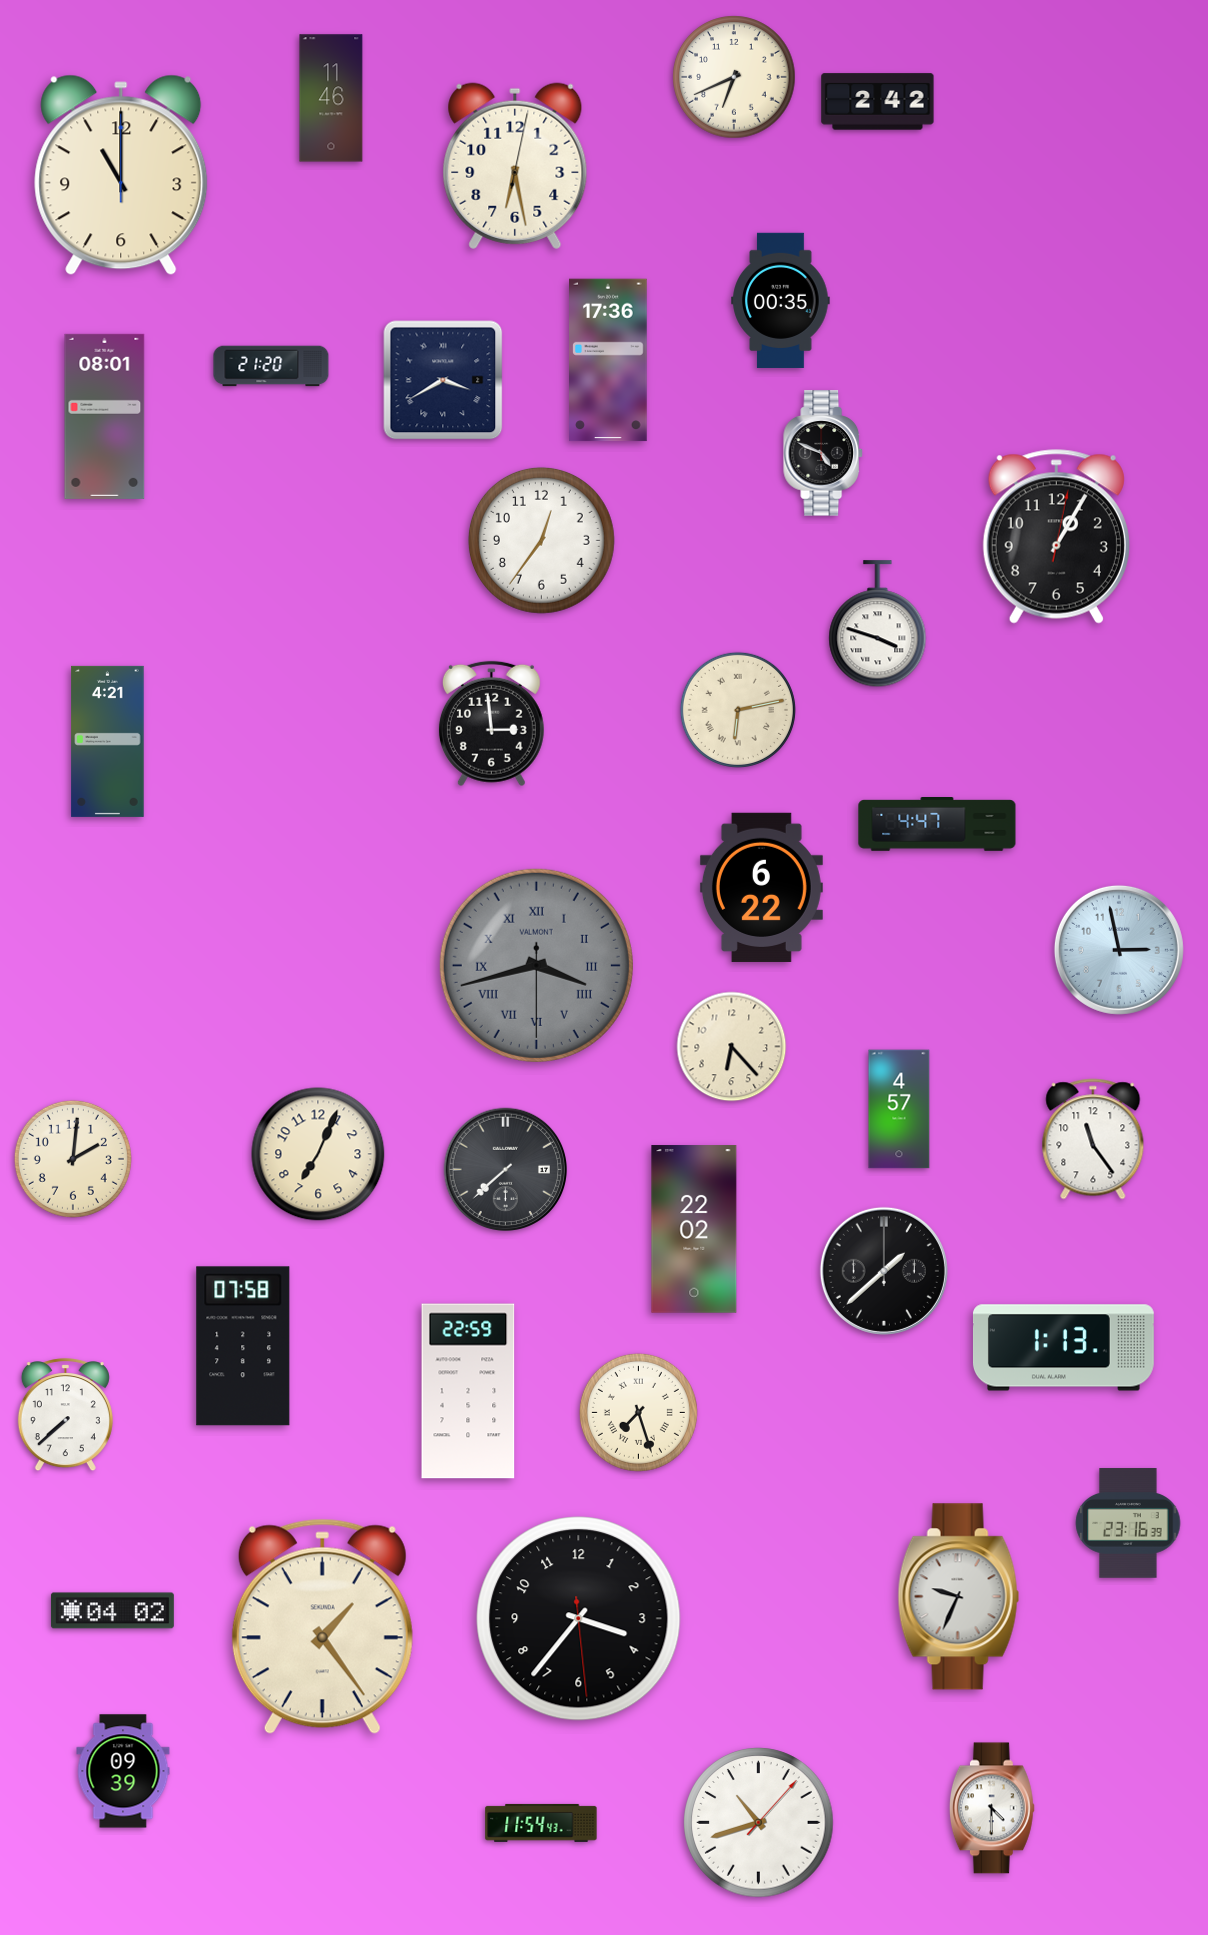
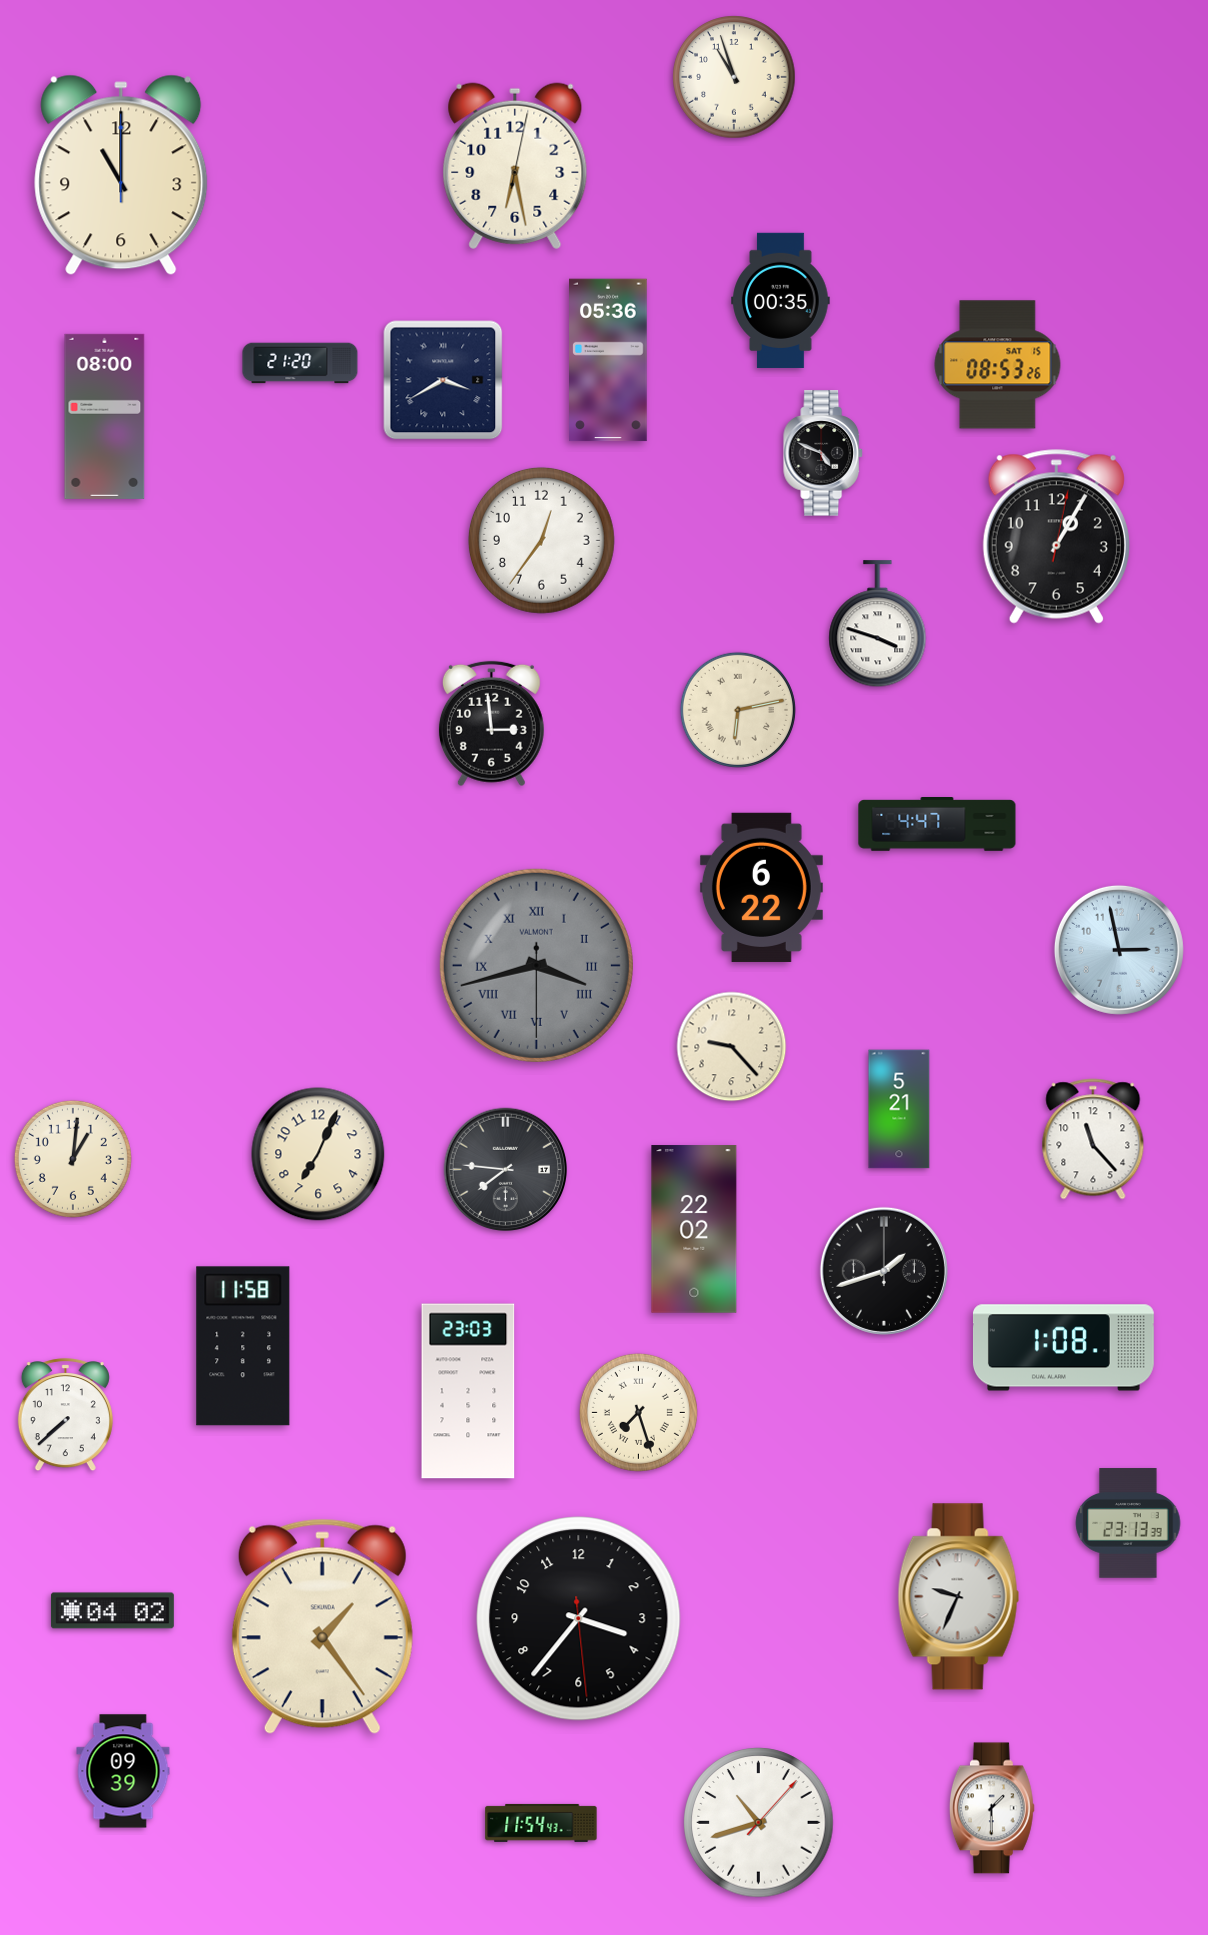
clock at (734, 77): 6:41 -> 10:57
clock at (331, 98): 11:46 -> none
clock at (878, 102): 2:42 -> none
clock at (608, 360): 17:36 -> 05:36
clock at (998, 365): none -> 08:53
clock at (271, 366) position: (271, 366) -> (300, 363)
clock at (105, 416): 08:01 -> 08:00
clock at (108, 741): 4:21 -> none
clock at (732, 1047): 6:23 -> 9:23
clock at (899, 1109): 4:57 -> 5:21
clock at (1093, 1139): 11:24 -> 11:23
clock at (73, 1159): 2:01 -> 1:01
clock at (505, 1169): 7:38 -> 7:46
clock at (884, 1271): 1:38 -> 1:42
clock at (243, 1346): 07:58 -> 11:58
clock at (1063, 1348): 1:13 -> 1:08
clock at (468, 1391): 22:59 -> 23:03
clock at (1128, 1523): 23:16 -> 23:13
clock at (992, 1808): 4:30 -> 1:30
